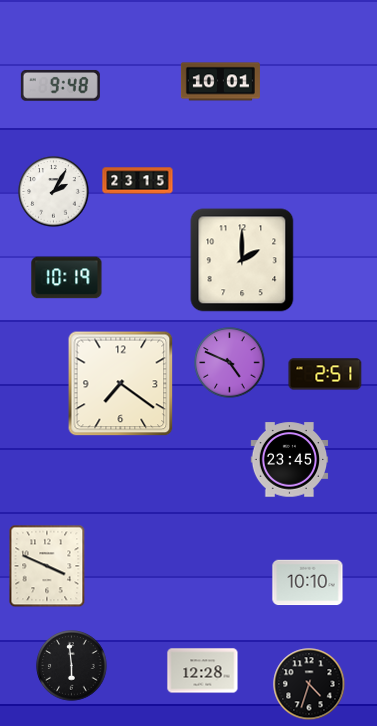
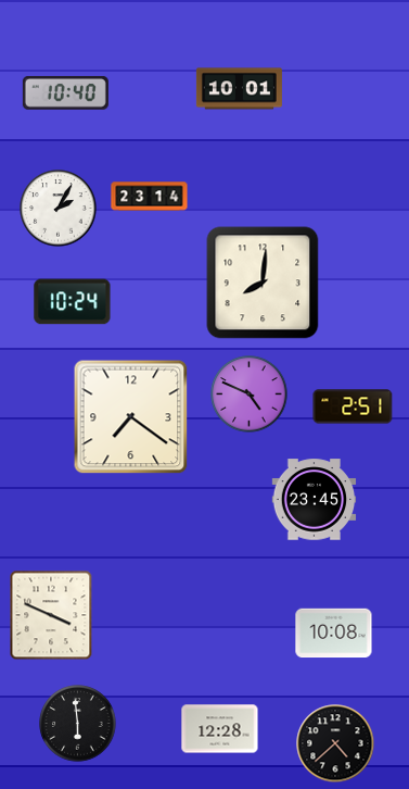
clock at (60, 86): 9:48 -> 10:40
clock at (138, 181): 23:15 -> 23:14
clock at (242, 260): 2:00 -> 8:01
clock at (67, 278): 10:19 -> 10:24
clock at (308, 583): 10:10 -> 10:08
clock at (309, 684): 4:33 -> 4:38
